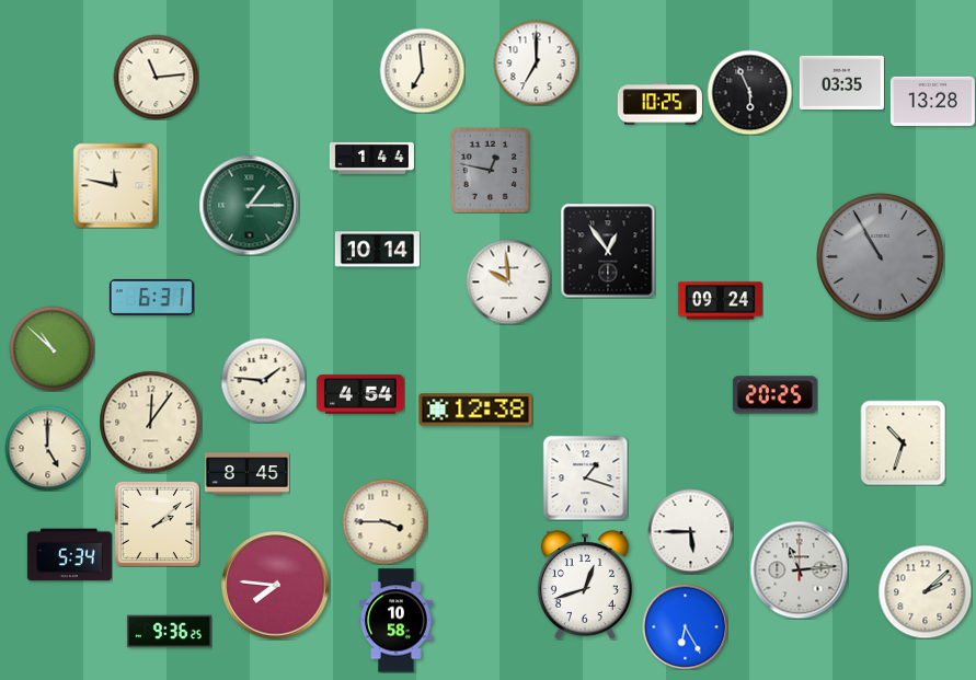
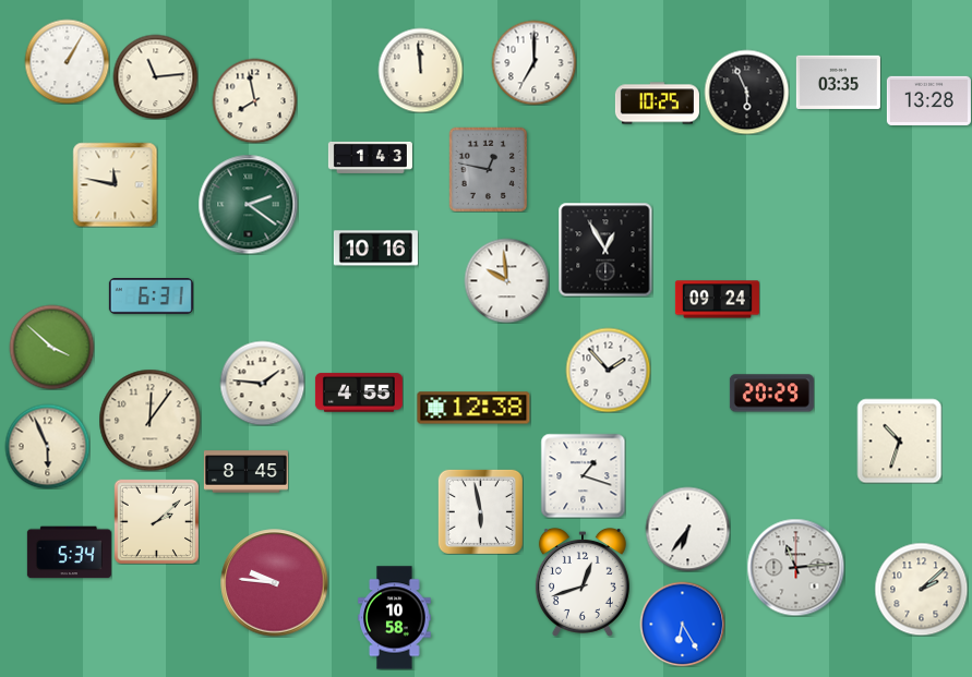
clock at (67, 61): none -> 1:05
clock at (422, 70): 6:59 -> 11:59
clock at (254, 100): none -> 7:58
clock at (371, 158): 1:44 -> 1:43
clock at (249, 205): 1:15 -> 2:21
clock at (377, 250): 10:14 -> 10:16
clock at (608, 251): 12:54 -> 12:55
clock at (881, 257): 10:55 -> none
clock at (51, 348): 10:52 -> 3:52
clock at (608, 370): none -> 1:53
clock at (263, 380) position: (263, 380) -> (262, 383)
clock at (360, 394): 4:54 -> 4:55
clock at (774, 395): 20:25 -> 20:29
clock at (47, 448): 5:00 -> 5:56
clock at (480, 511): none -> 5:58
clock at (384, 521): 3:45 -> none
clock at (690, 531): 5:45 -> 6:36
clock at (276, 586): 7:46 -> 9:46
clock at (169, 632): 9:36 -> none
